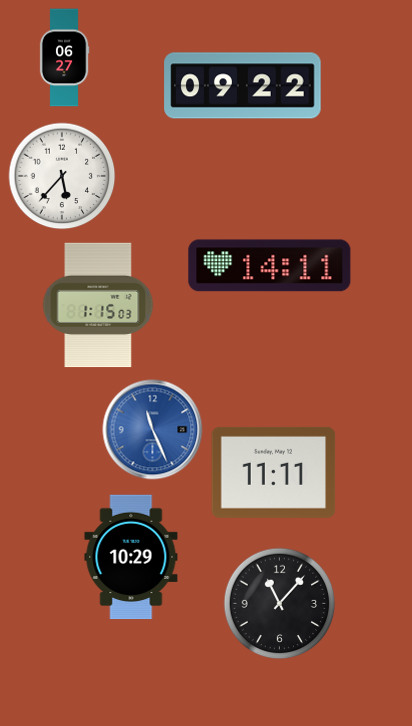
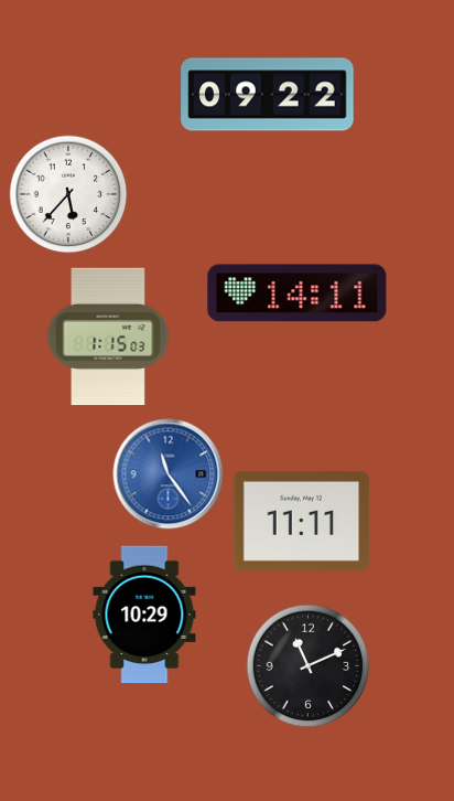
clock at (64, 58): 06:27 -> none
clock at (153, 430): 11:26 -> 11:24
clock at (280, 604): 11:07 -> 11:11
